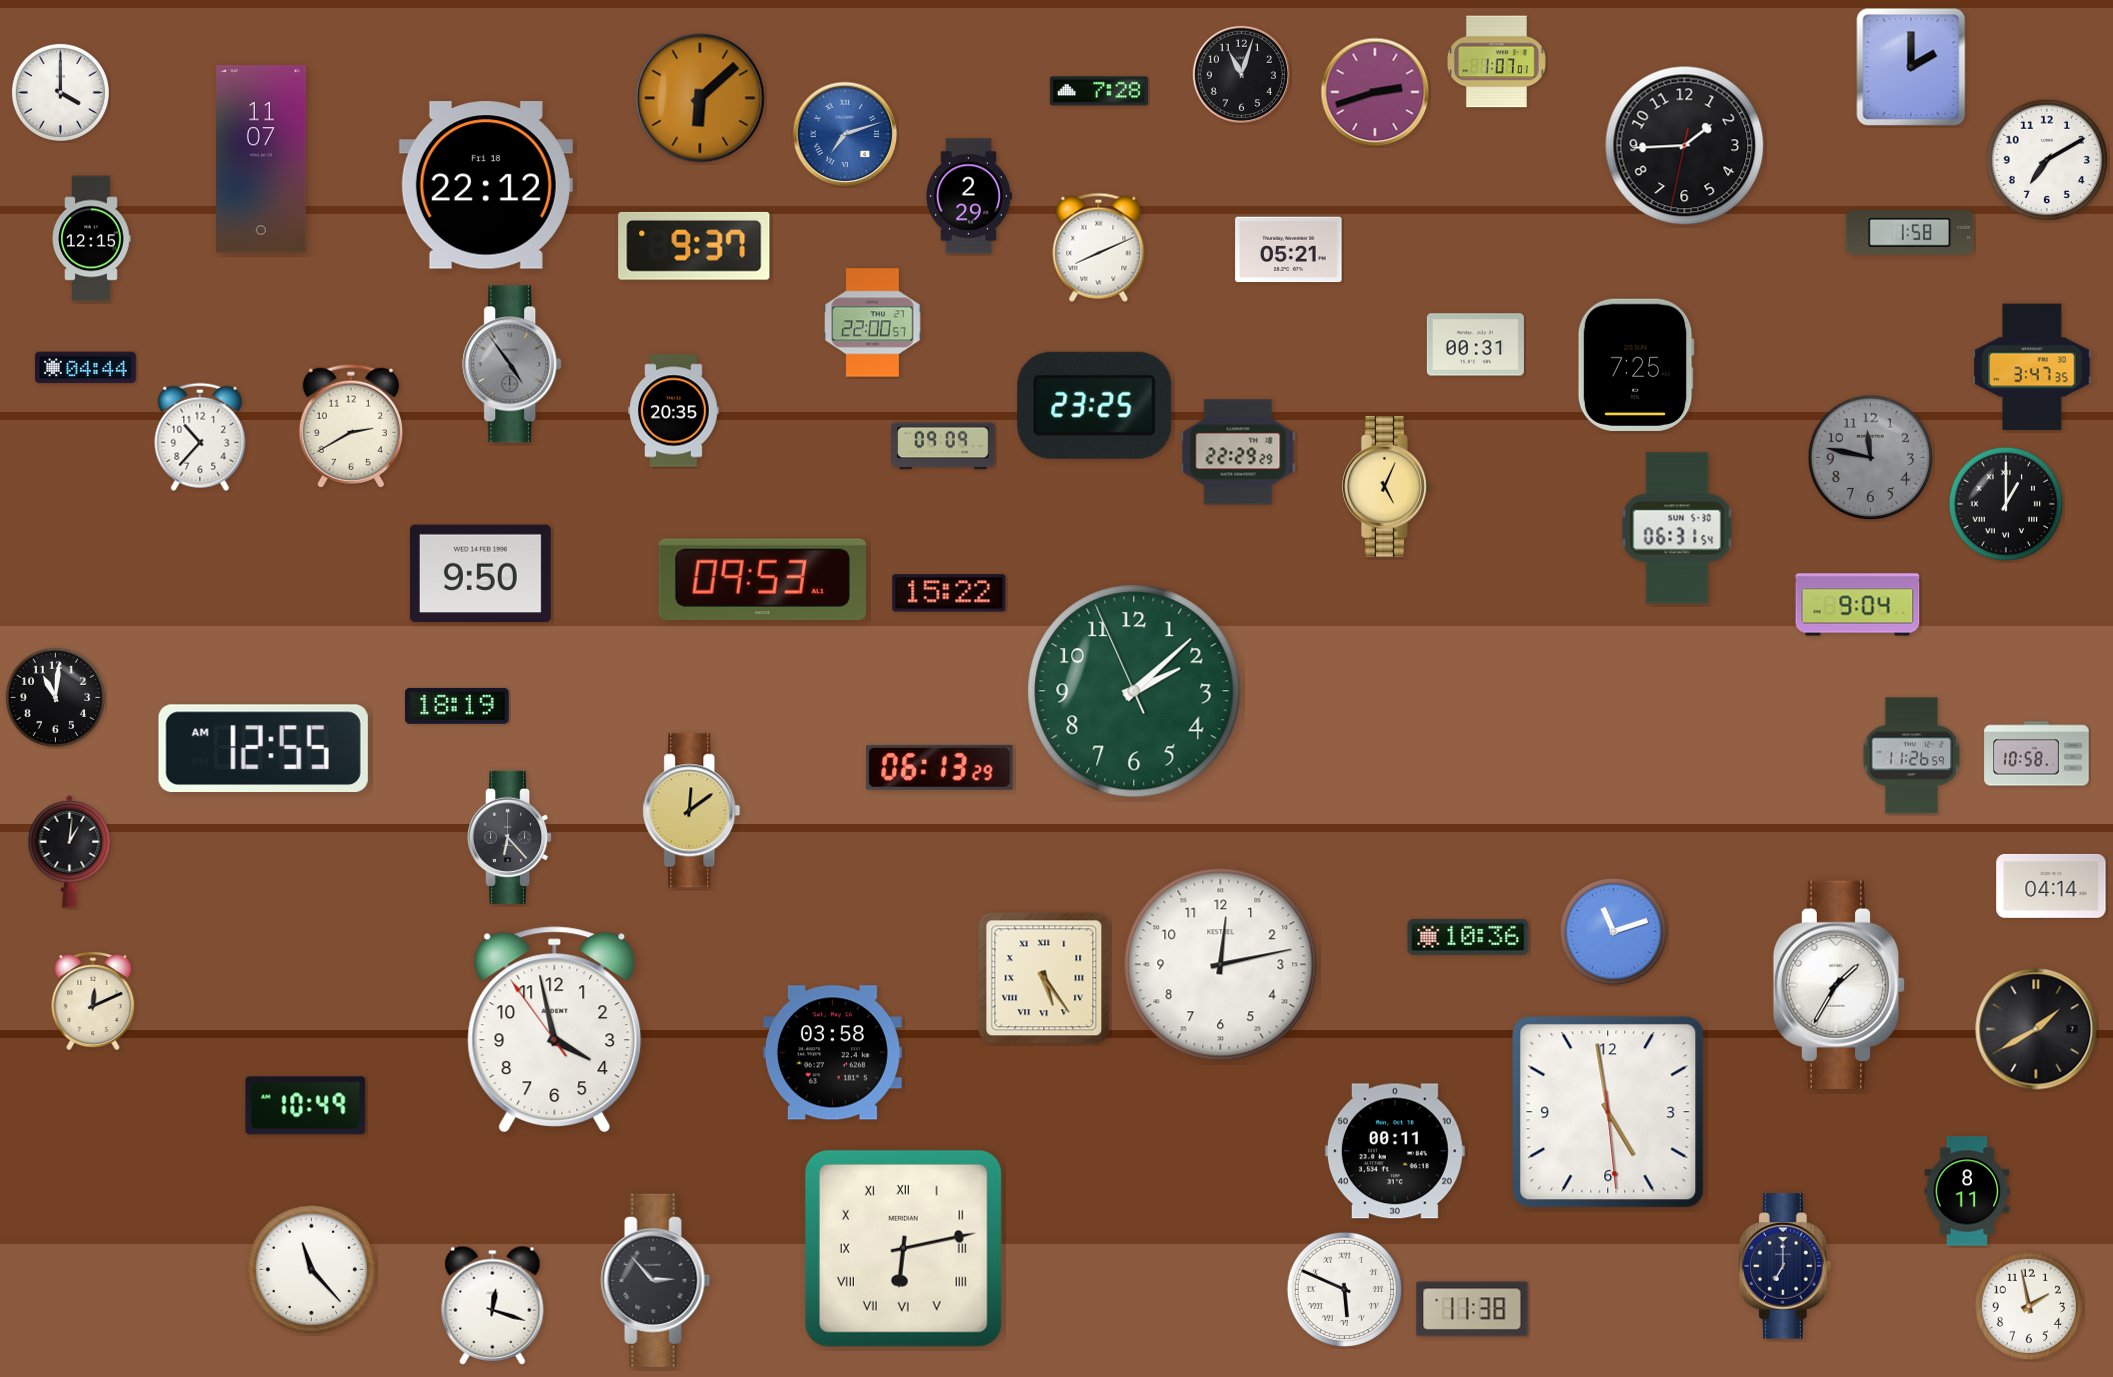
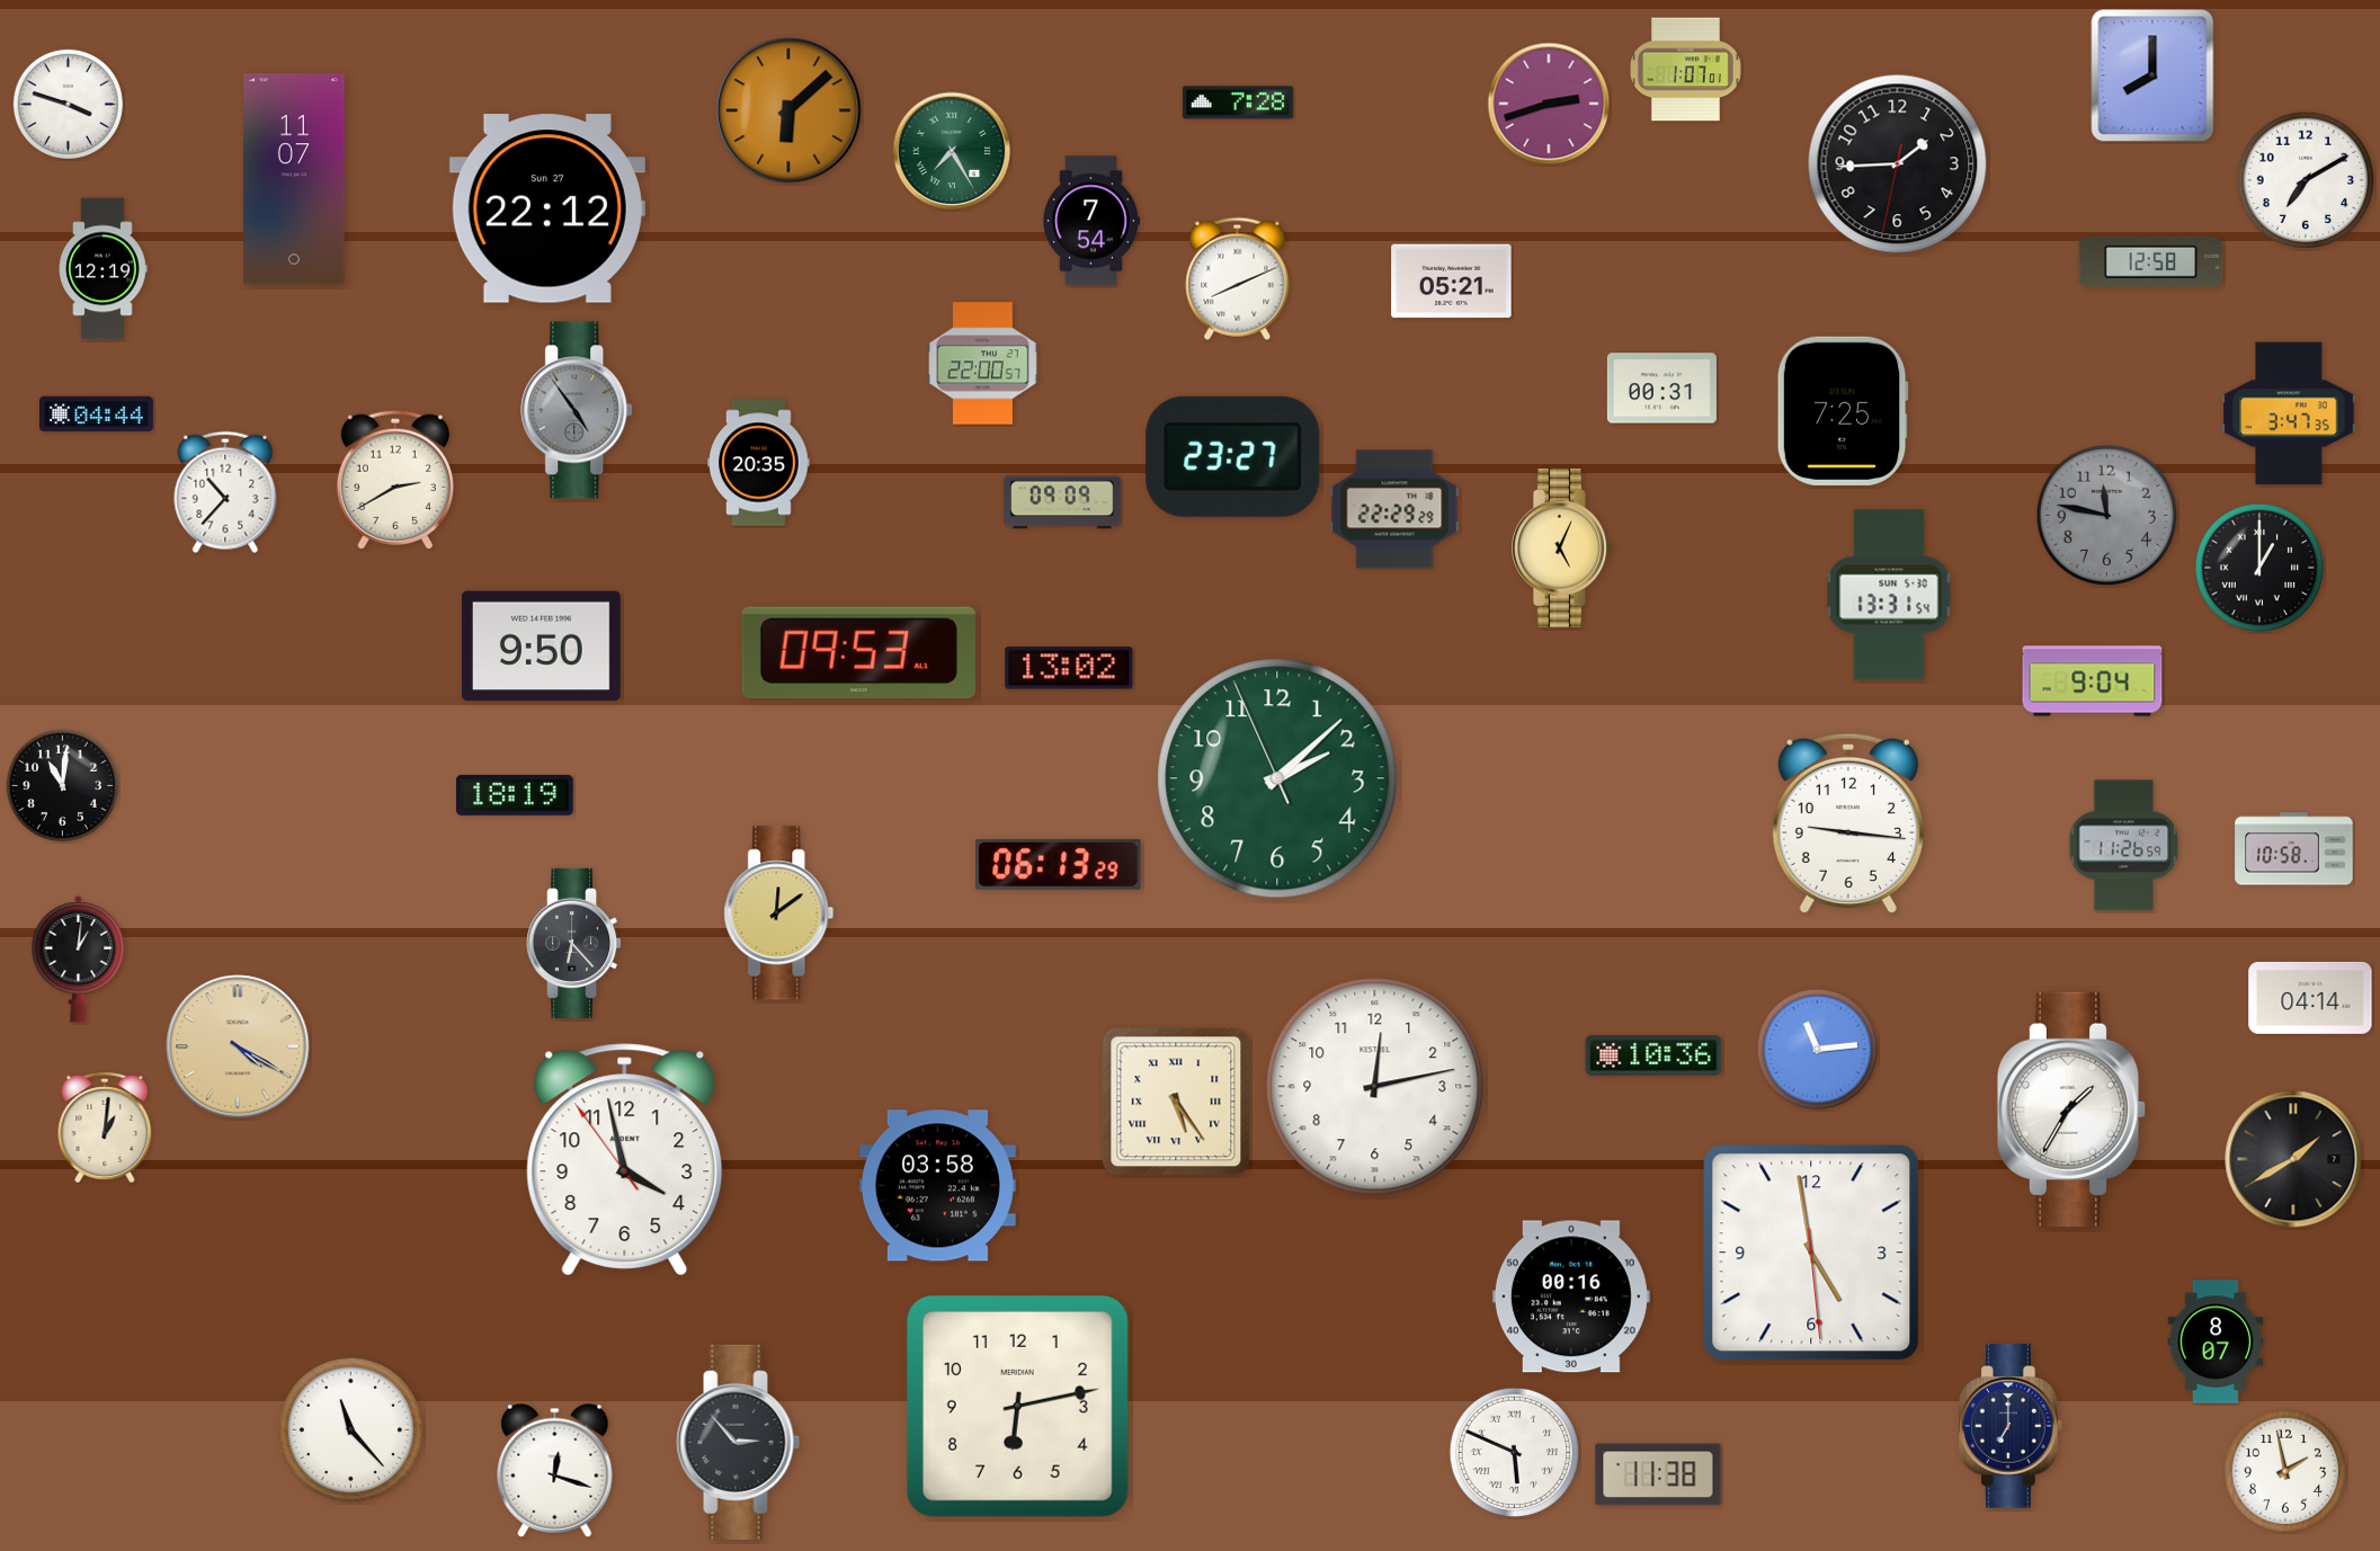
clock at (1911, 67): 2:00 -> 8:00
clock at (1242, 75): 11:03 -> none
clock at (60, 92): 4:00 -> 3:48
clock at (845, 134): 7:12 -> 7:25
clock at (845, 134) dial: blue -> green
clock at (486, 185) date: Fri 18 -> Sun 27
clock at (968, 196): 2:29 -> 7:54
clock at (1910, 232): 1:58 -> 12:58
clock at (91, 239): 12:15 -> 12:19
clock at (694, 246): 9:37 -> none
clock at (1095, 405): 23:25 -> 23:27
clock at (1677, 528): 06:31 -> 13:31
clock at (949, 593): 15:22 -> 13:02
clock at (1848, 822): none -> 9:16
clock at (263, 748): 12:55 -> none
clock at (1912, 756) position: (1912, 756) -> (2124, 846)
clock at (238, 1046): none -> 4:20
clock at (1613, 931): 11:12 -> 11:14
clock at (93, 1001): 12:11 -> 1:01
clock at (306, 1106): 10:49 -> none
clock at (1395, 1151): 00:11 -> 00:16
clock at (1967, 1191): 8:11 -> 8:07
clock at (903, 1248) numerals: Roman -> Arabic
